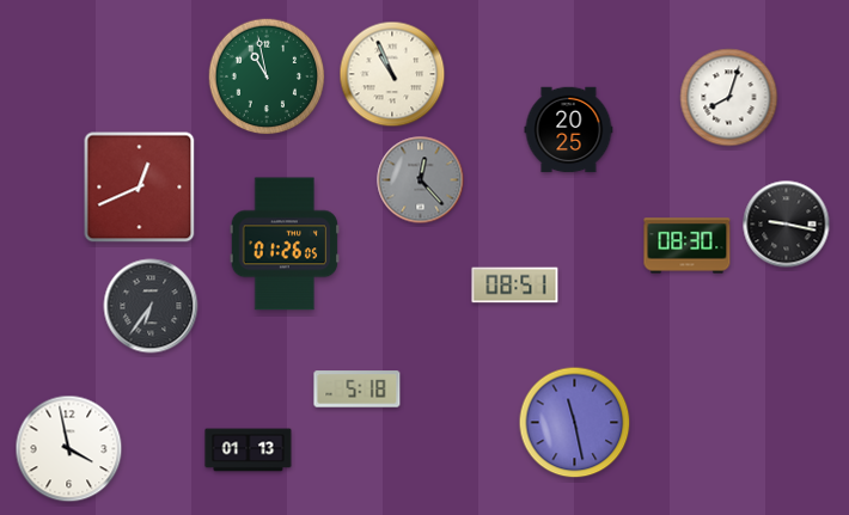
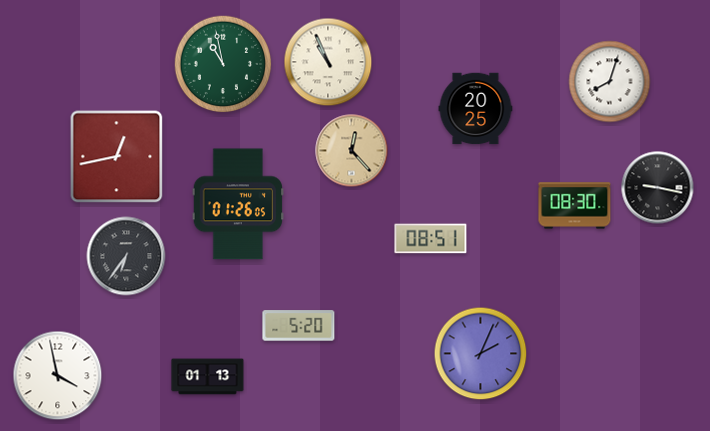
clock at (421, 180) dial: grey -> champagne
clock at (140, 188): 12:41 -> 12:43
clock at (358, 390): 5:18 -> 5:20
clock at (575, 423): 11:28 -> 2:04
